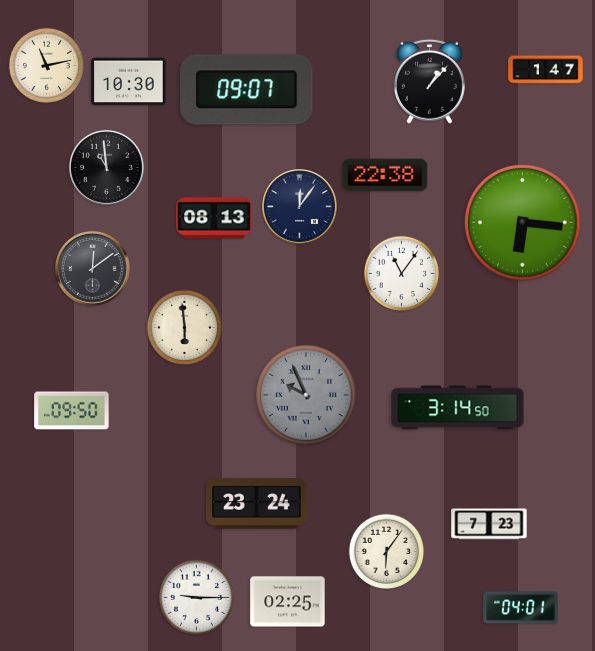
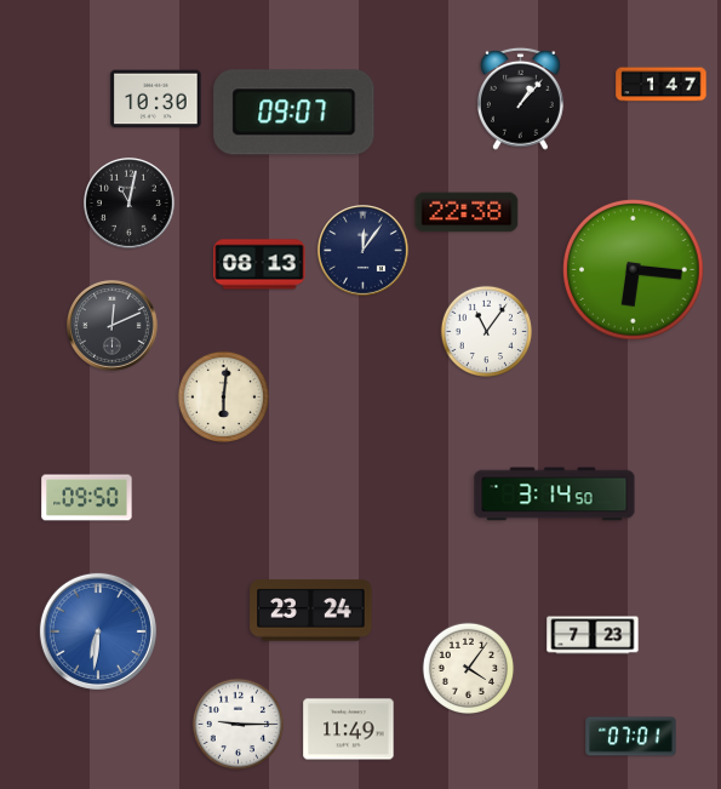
clock at (46, 65): 11:13 -> none
clock at (247, 90) position: (247, 90) -> (294, 113)
clock at (107, 168): 10:59 -> 11:02
clock at (93, 269): 12:09 -> 12:11
clock at (184, 327): 5:59 -> 6:01
clock at (306, 395): 9:56 -> none
clock at (98, 631): none -> 6:31
clock at (386, 551): 6:06 -> 4:06
clock at (288, 602): 02:25 -> 11:49
clock at (521, 608): 04:01 -> 07:01
